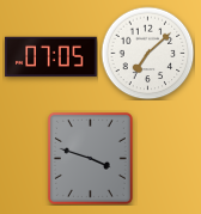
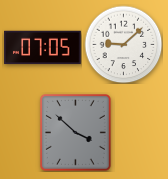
clock at (147, 53): 7:08 -> 9:08
clock at (90, 158): 3:48 -> 3:52
